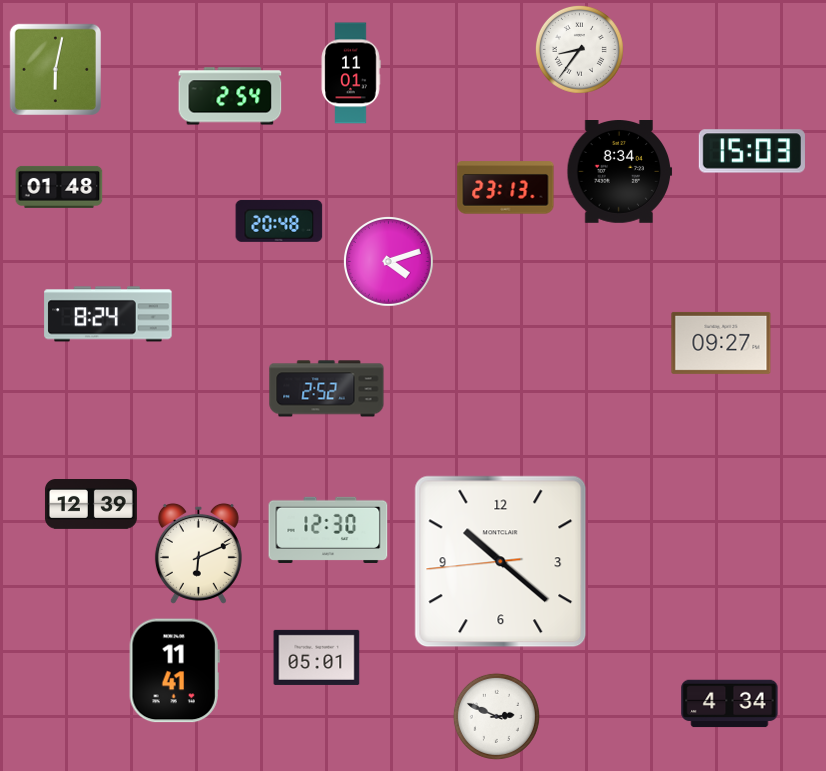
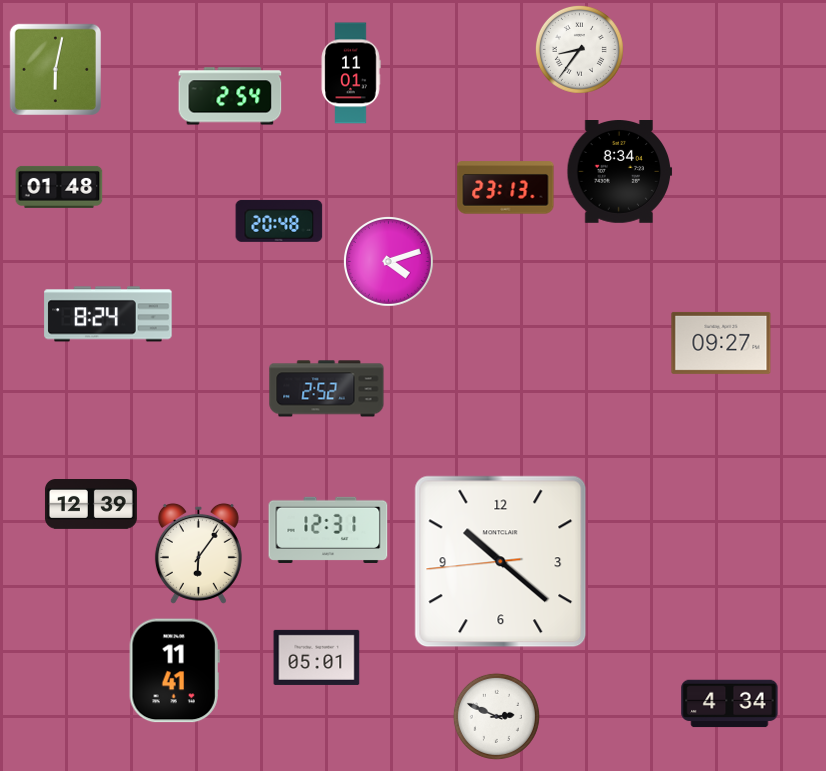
clock at (752, 151): 15:03 -> none
clock at (328, 530): 12:30 -> 12:31
clock at (198, 553): 6:11 -> 6:06
